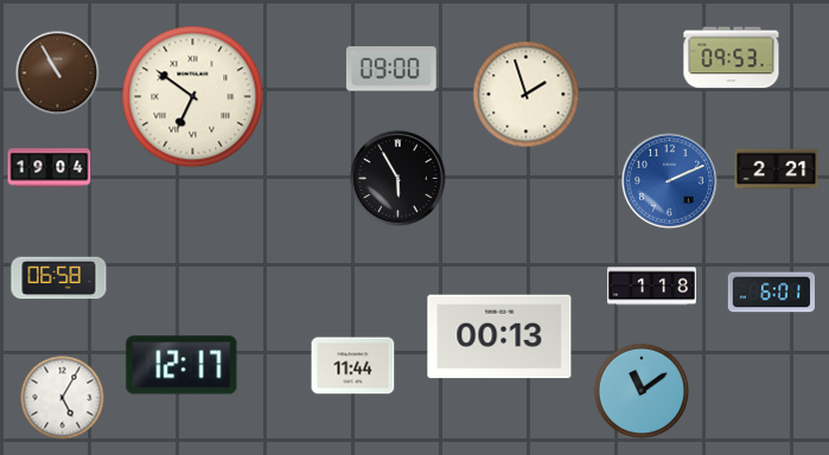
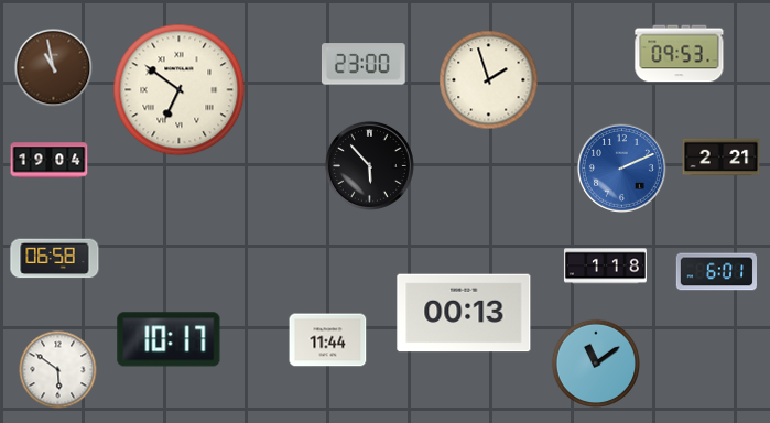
clock at (391, 69): 09:00 -> 23:00
clock at (58, 73): 10:55 -> 10:58
clock at (527, 95) position: (527, 95) -> (489, 80)
clock at (50, 168) position: (50, 168) -> (50, 161)
clock at (397, 178): 5:55 -> 5:53
clock at (181, 365): 12:17 -> 10:17
clock at (63, 398): 5:05 -> 5:51
